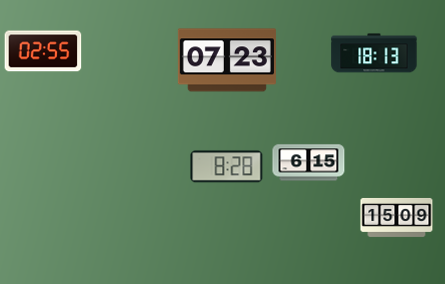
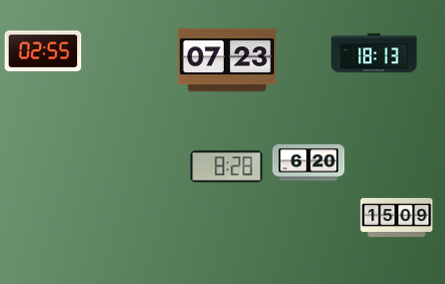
clock at (309, 163): 6:15 -> 6:20
